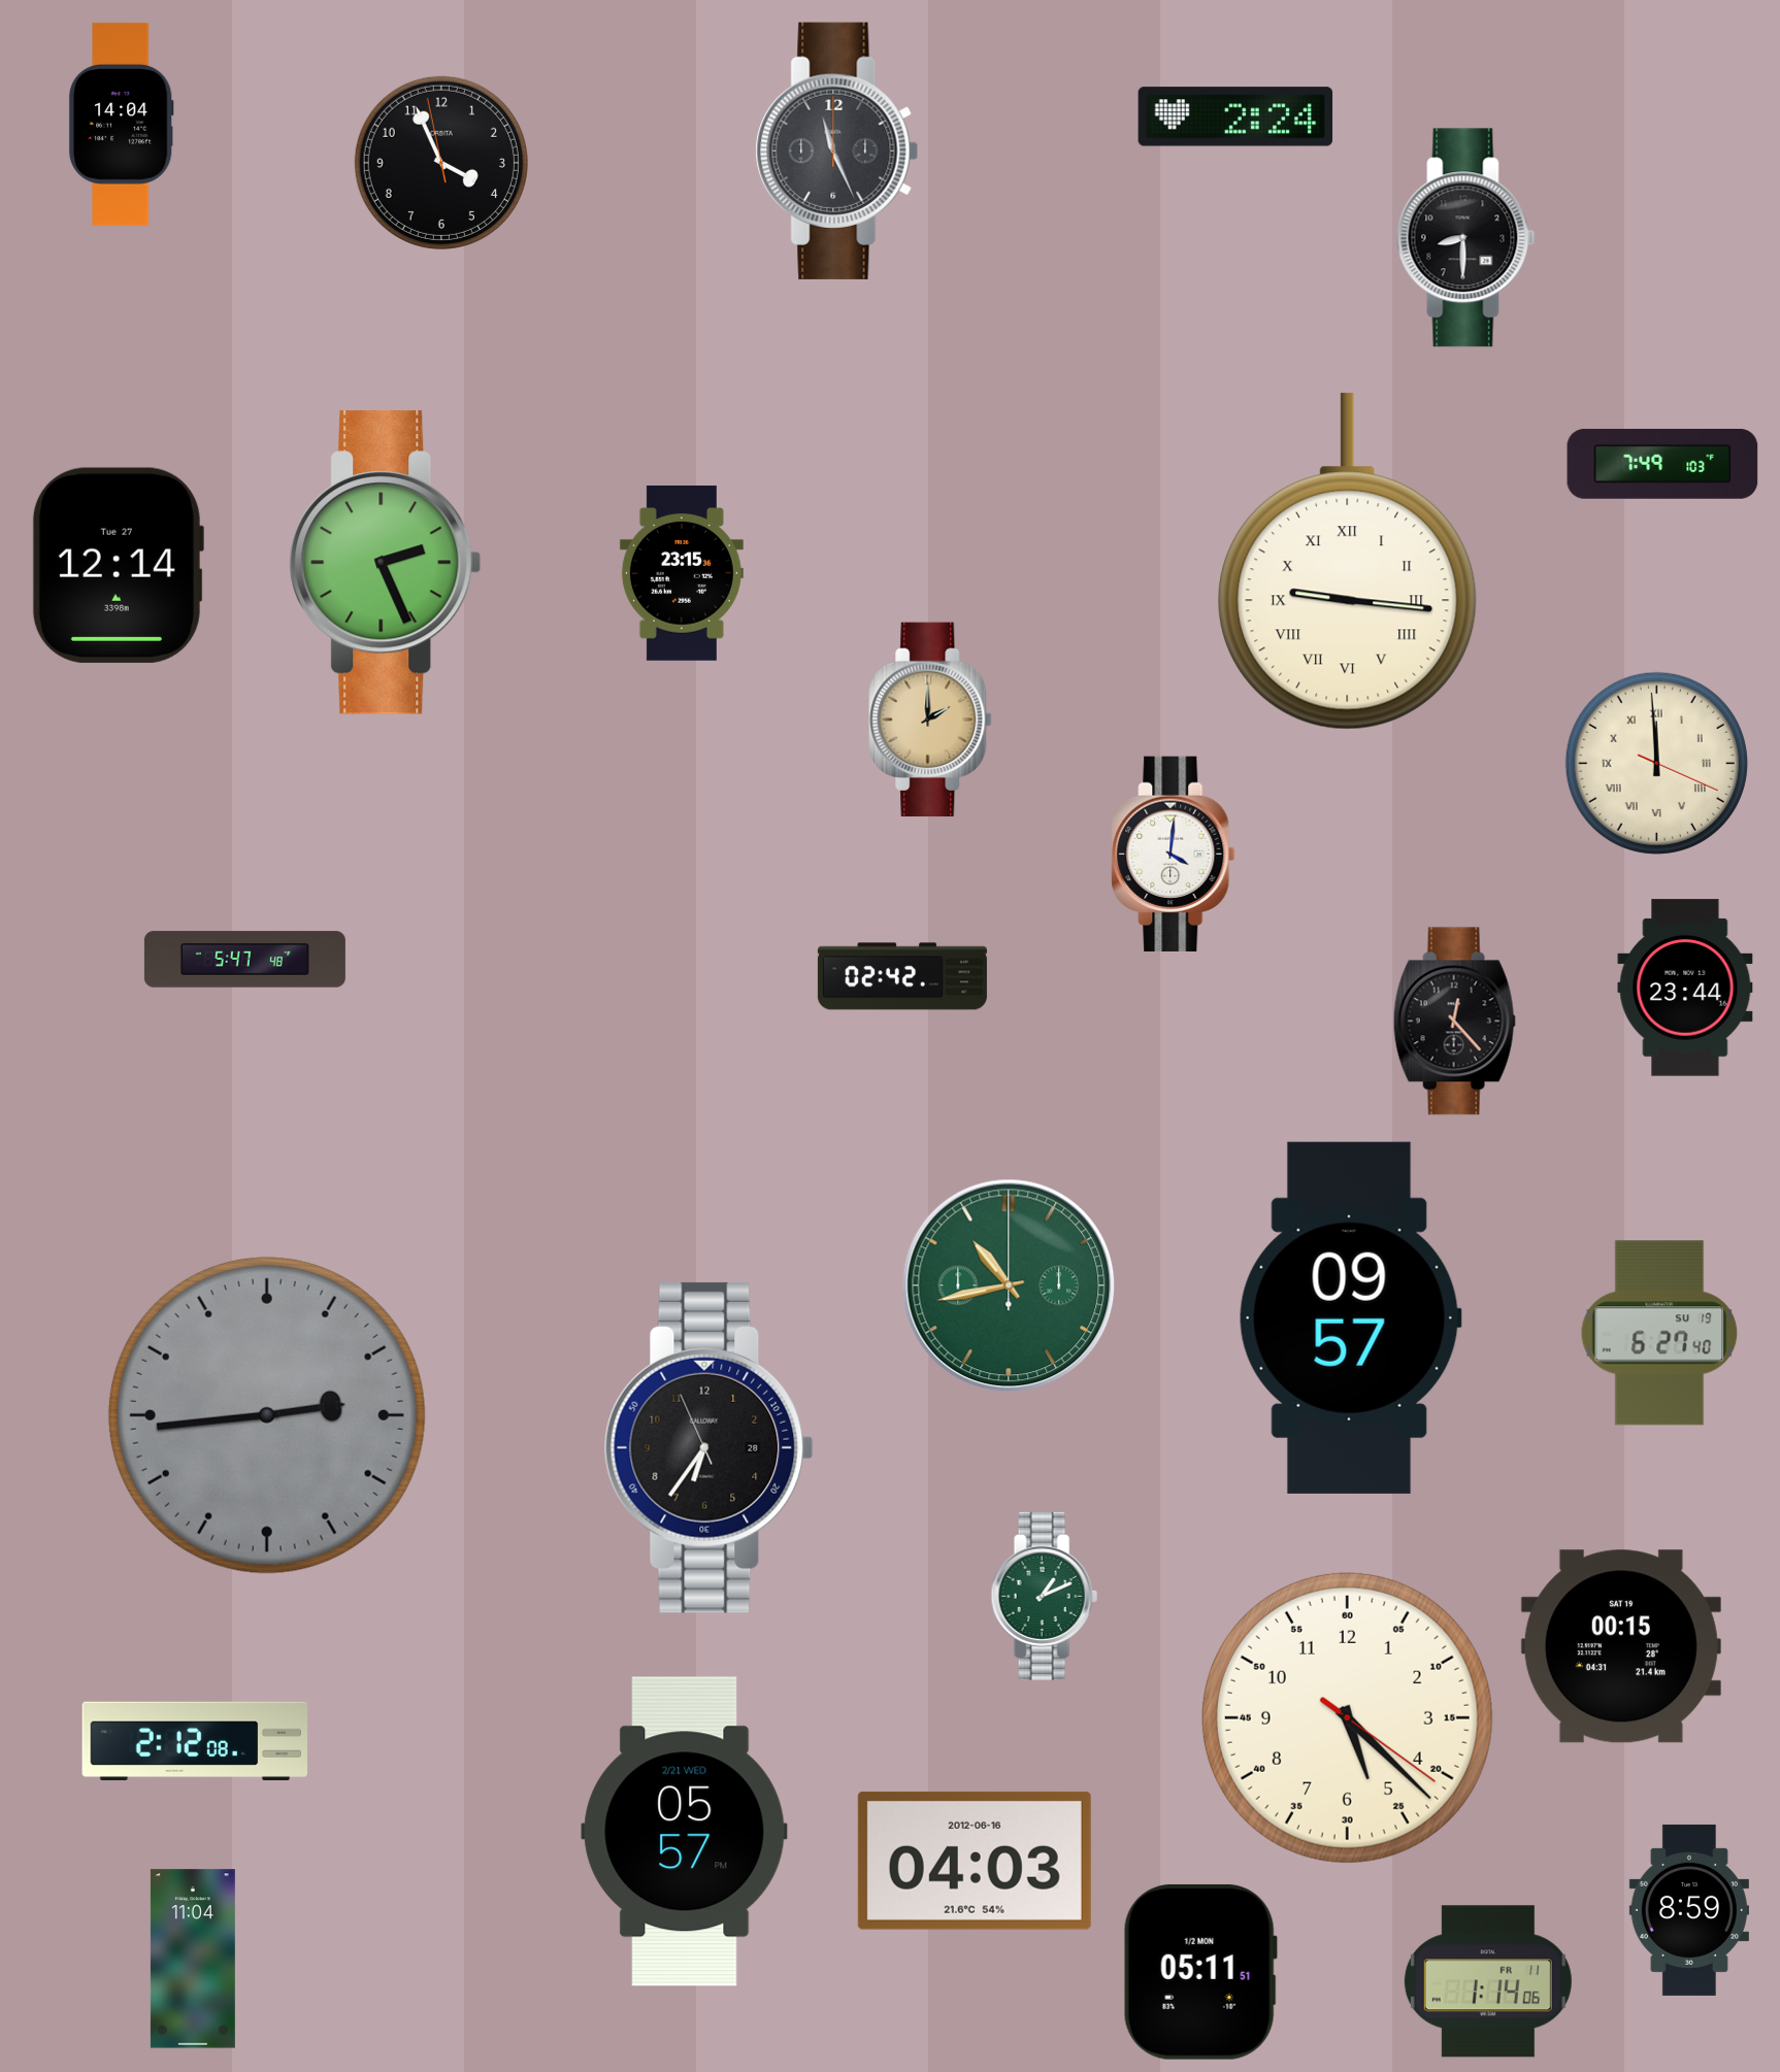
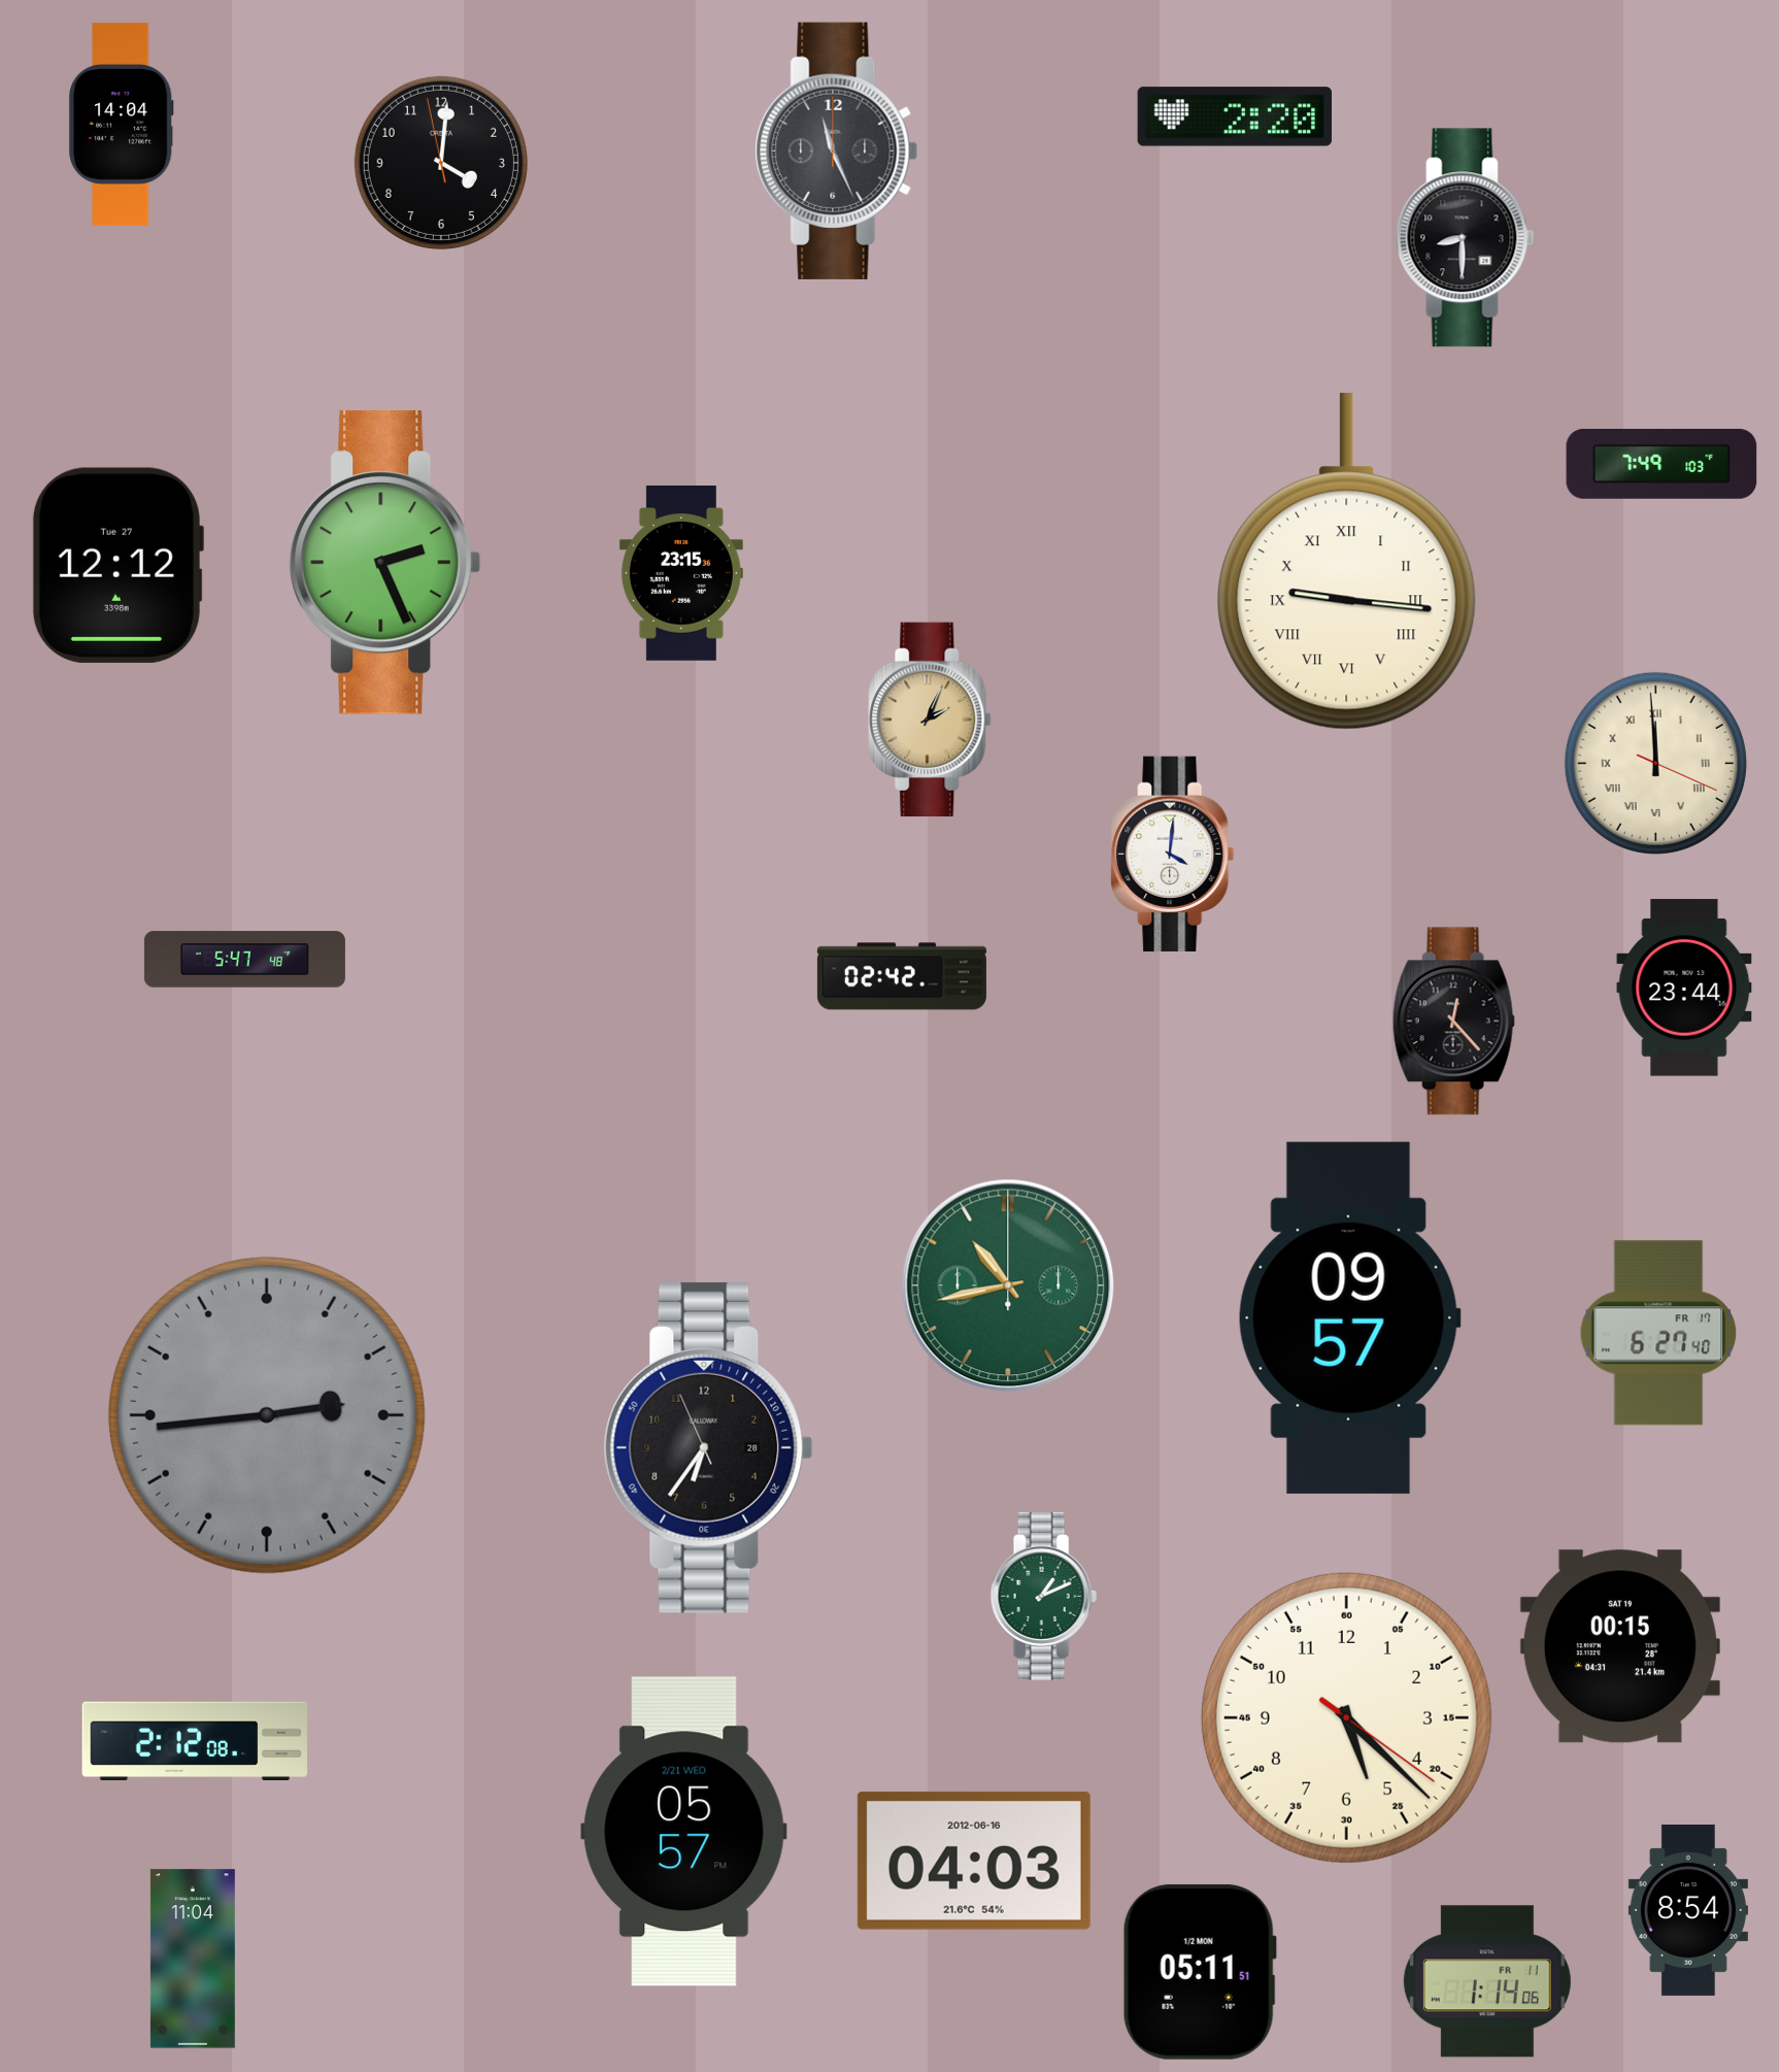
clock at (1235, 116): 2:24 -> 2:20
clock at (441, 163): 3:55 -> 4:00
clock at (118, 565): 12:14 -> 12:12
clock at (930, 720): 2:00 -> 2:04
clock at (1659, 1333) date: SU 19 -> FR 17
clock at (1689, 1910): 8:59 -> 8:54
